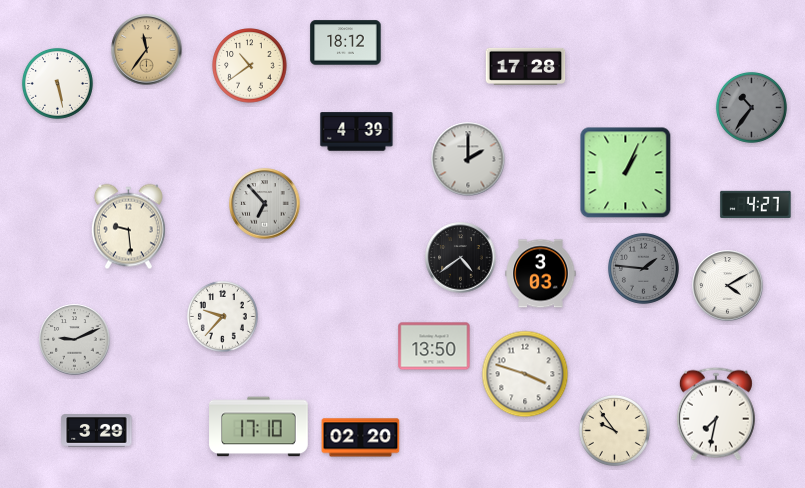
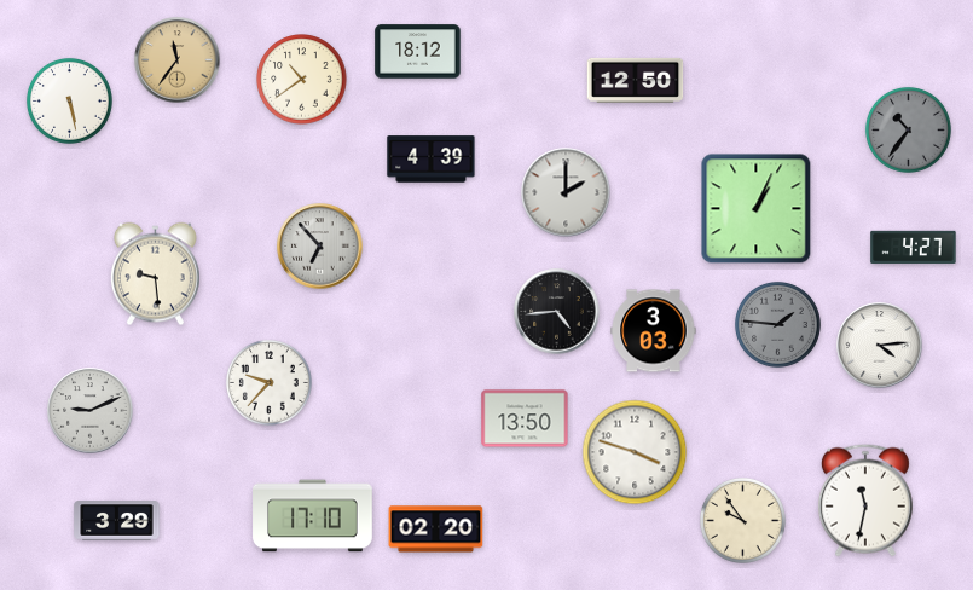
clock at (526, 66): 17:28 -> 12:50
clock at (461, 258): 4:39 -> 4:44
clock at (728, 286): 4:10 -> 4:14
clock at (716, 414): 7:32 -> 11:32
